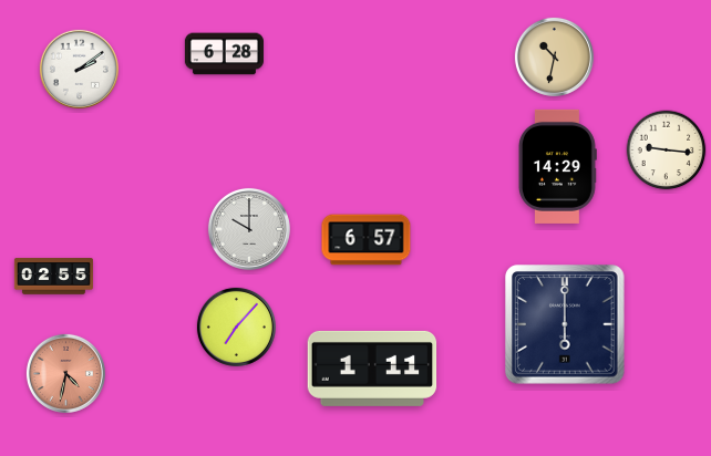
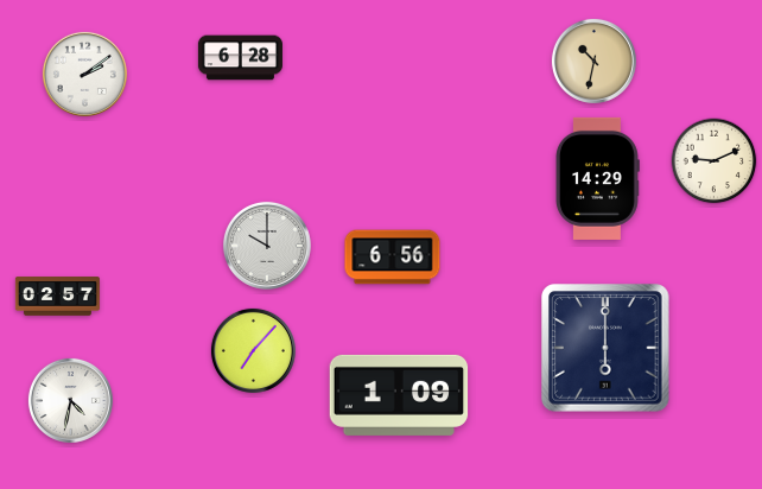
clock at (667, 151): 9:16 -> 9:11
clock at (367, 240): 6:57 -> 6:56
clock at (53, 277): 02:55 -> 02:57
clock at (372, 369): 1:11 -> 1:09
clock at (65, 373) dial: salmon -> white
